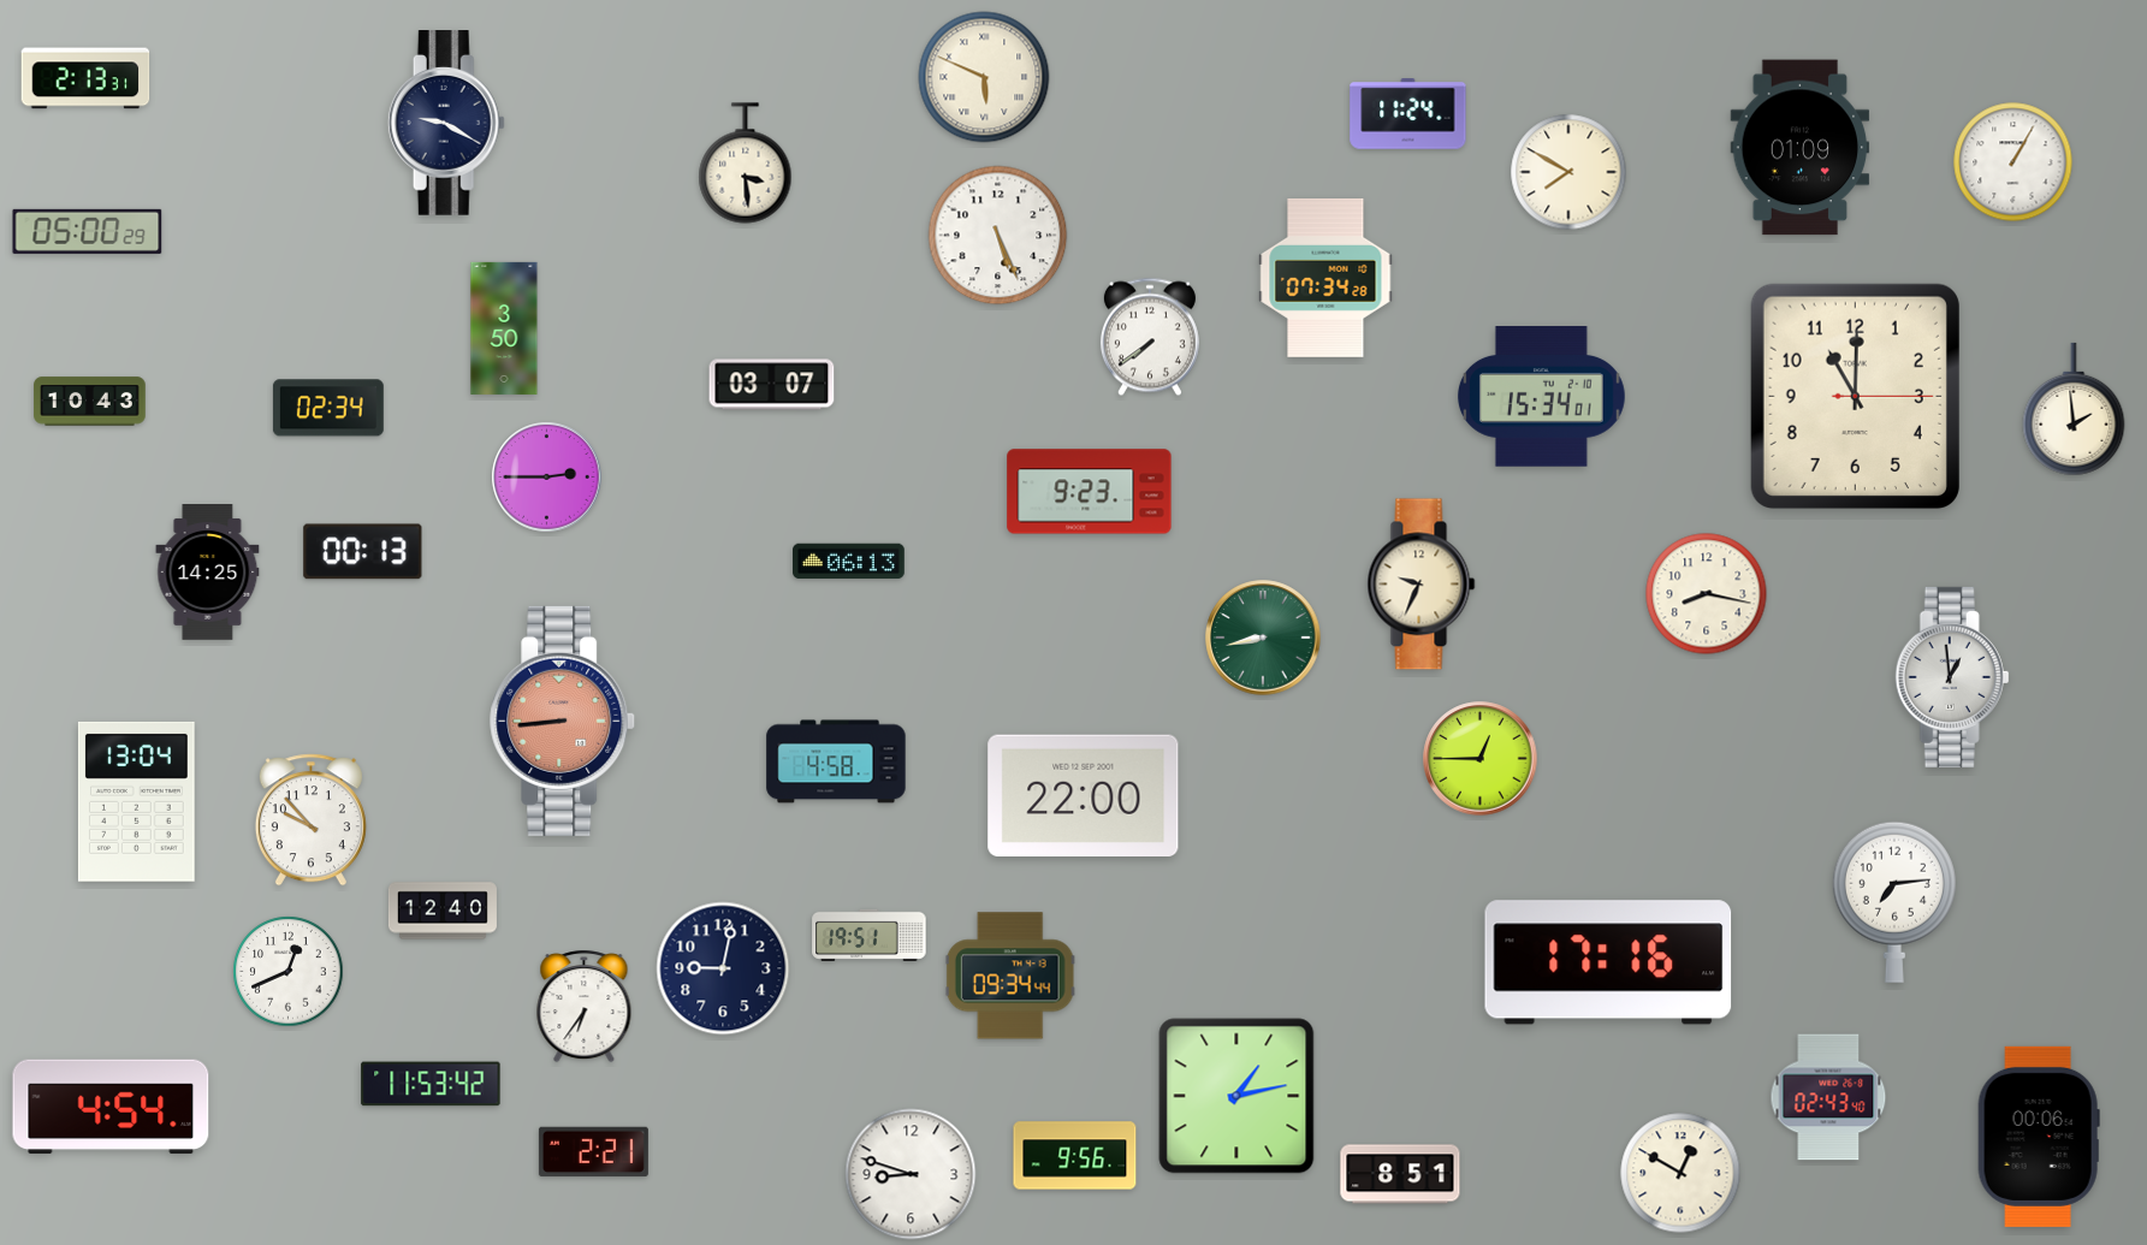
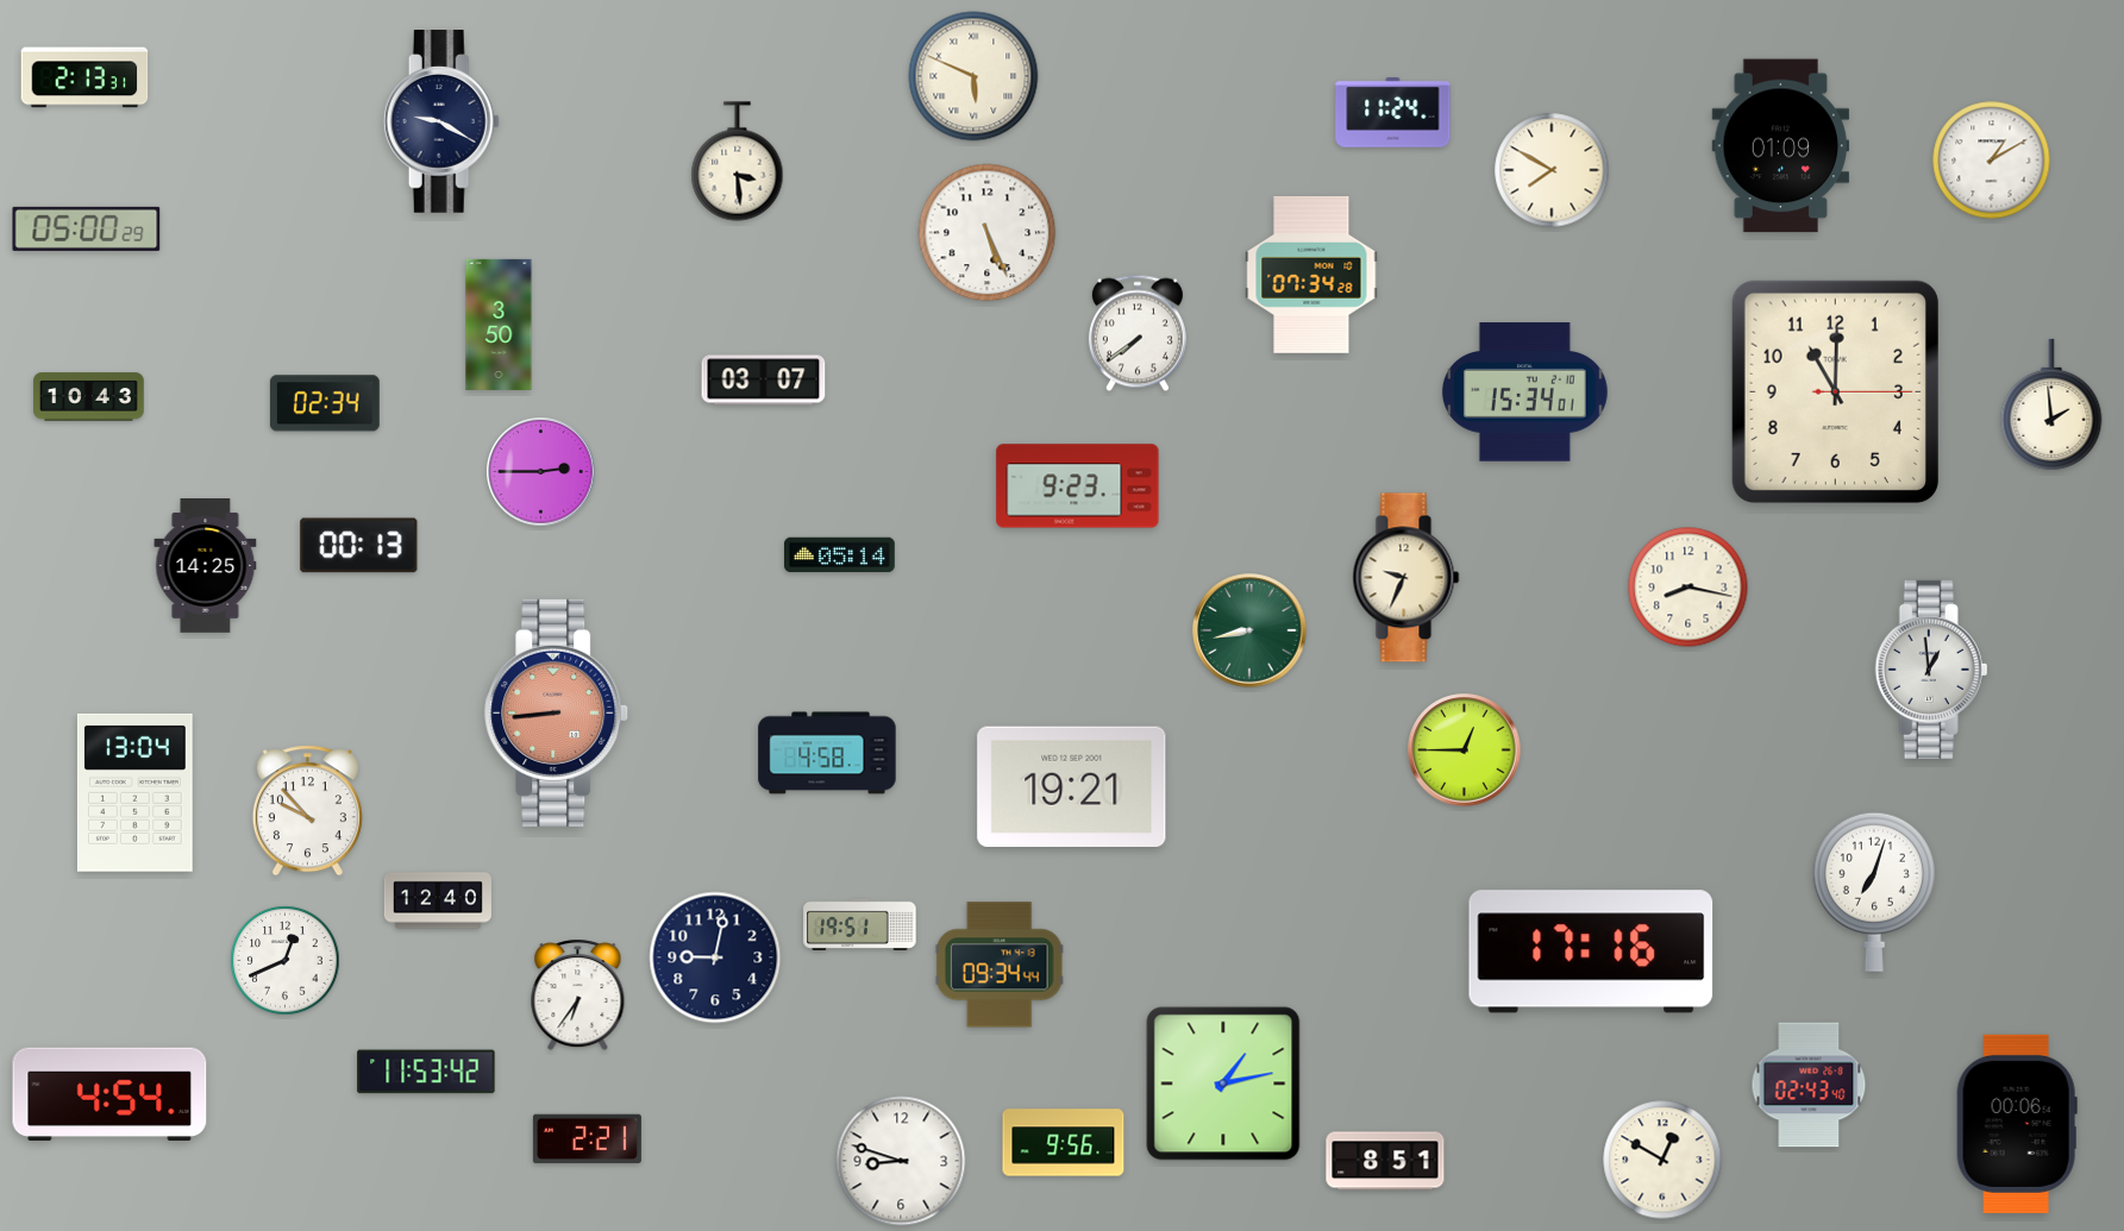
clock at (2013, 162): 1:05 -> 1:10
clock at (849, 562): 06:13 -> 05:14
clock at (1084, 795): 22:00 -> 19:21
clock at (1894, 902): 7:14 -> 7:03
